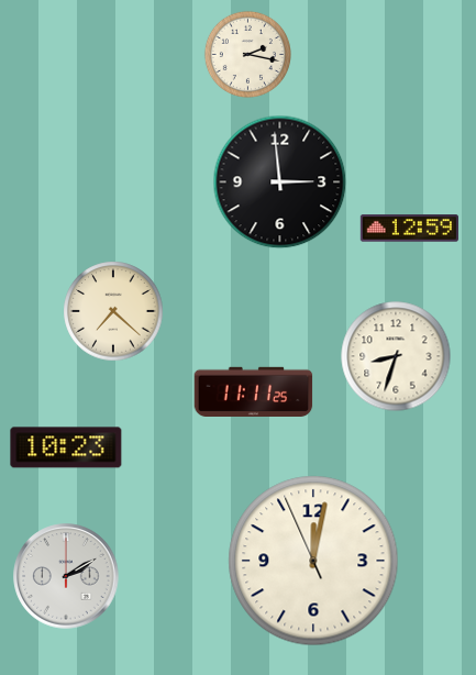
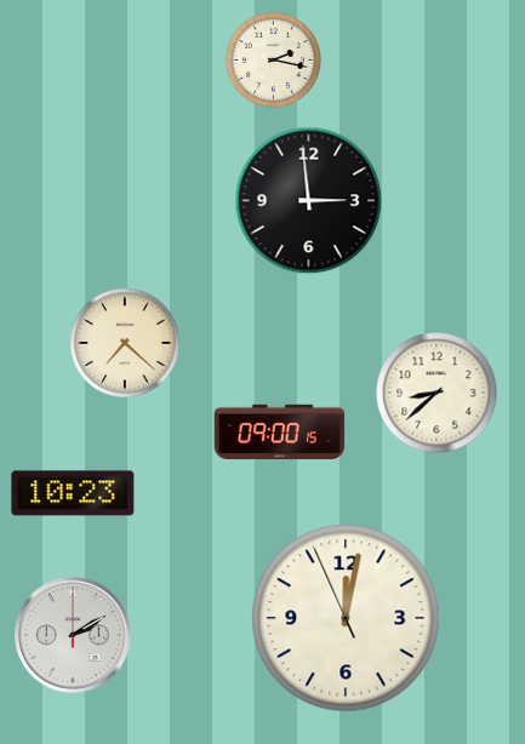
clock at (409, 229): 12:59 -> none
clock at (396, 356): 8:33 -> 8:38
clock at (254, 391): 11:11 -> 09:00
